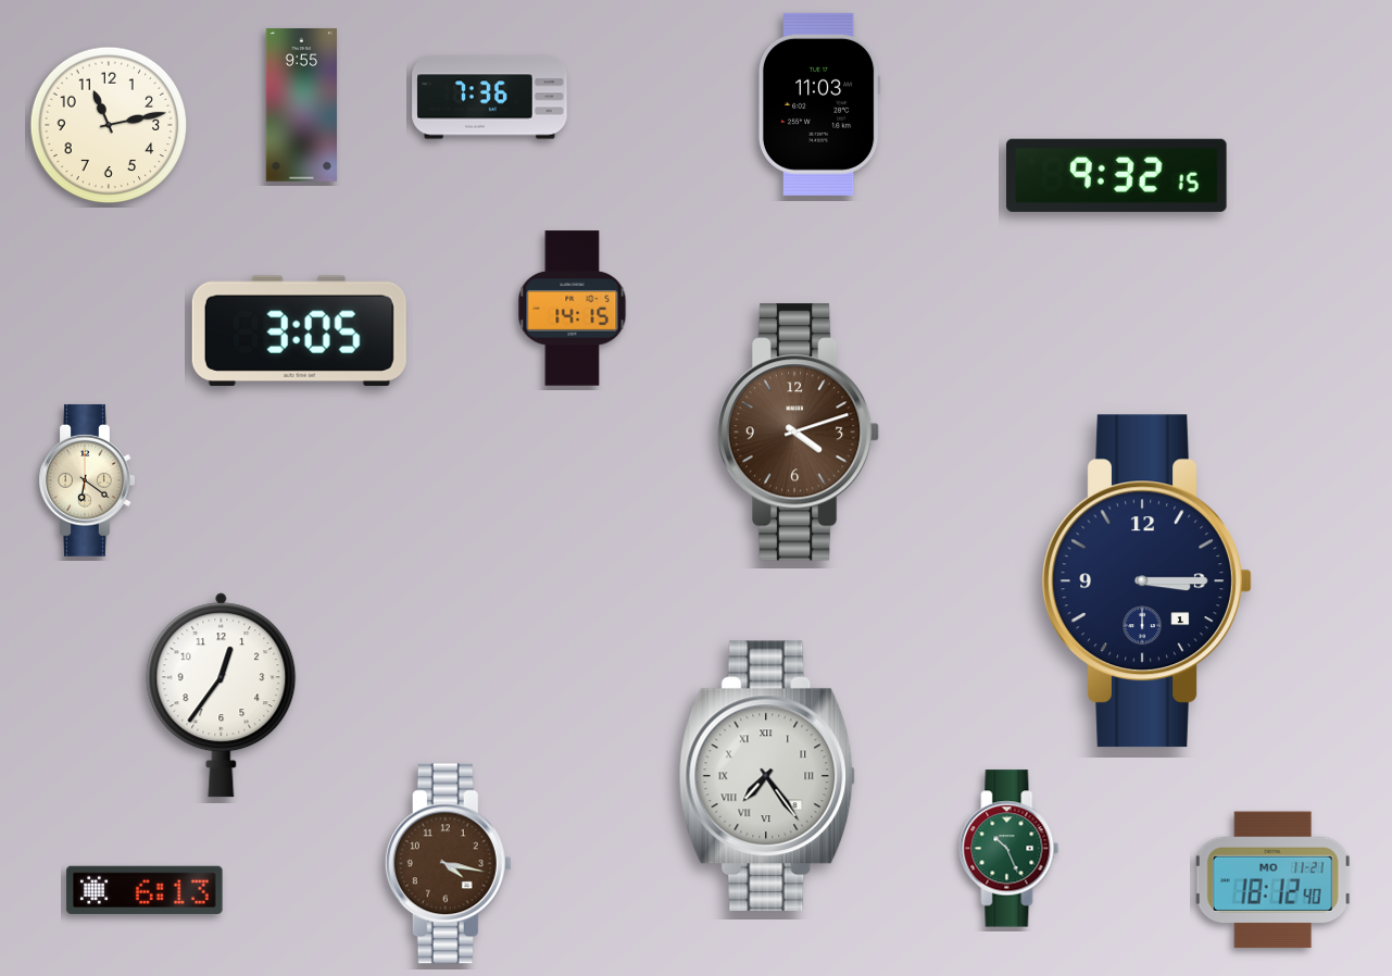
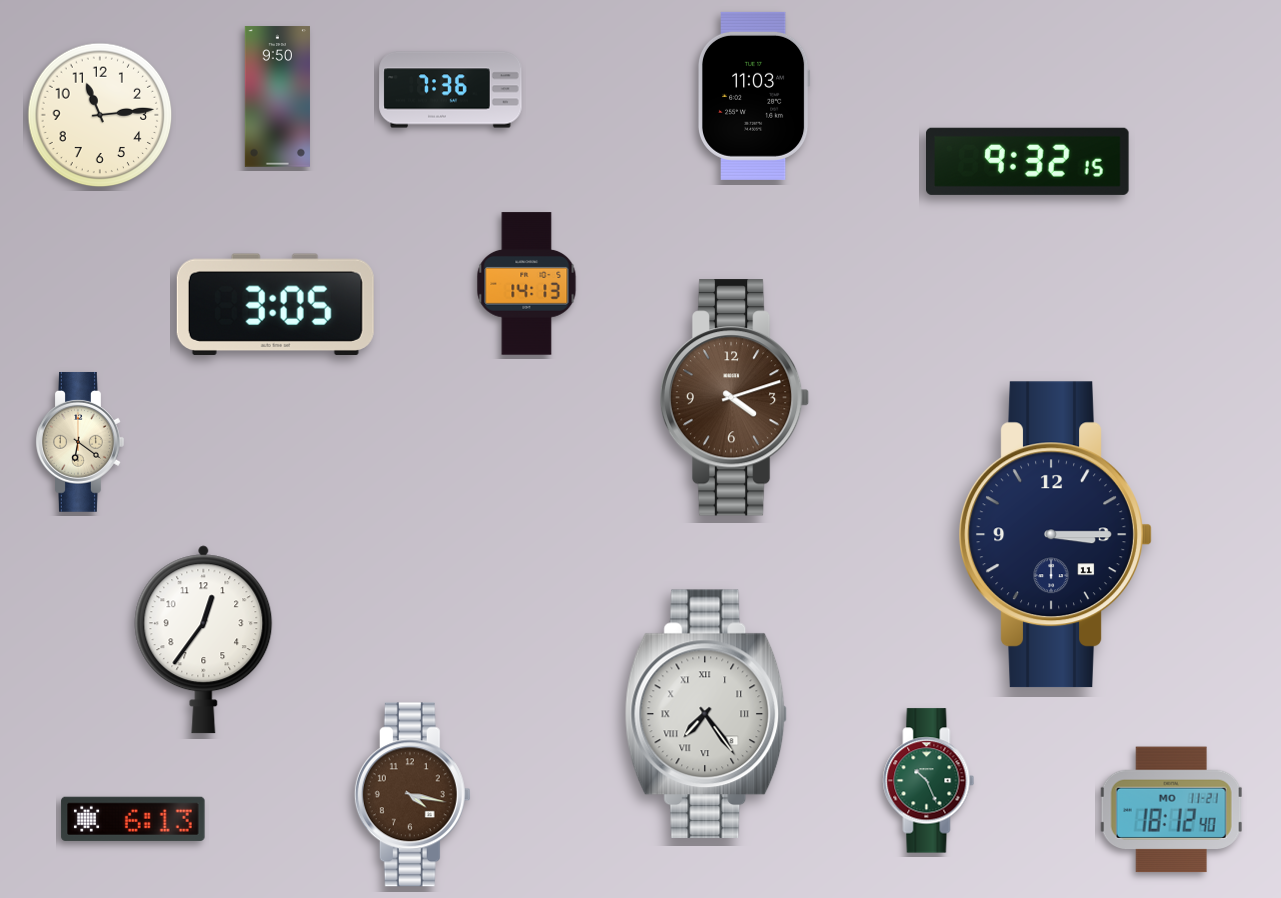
clock at (301, 105): 9:55 -> 9:50
clock at (109, 125): 11:13 -> 11:14
clock at (573, 309): 14:15 -> 14:13
clock at (1146, 581) date: 1 -> 11
